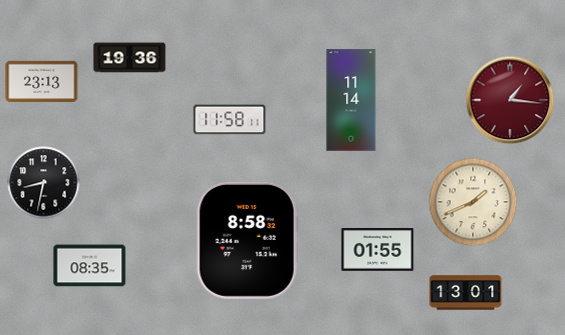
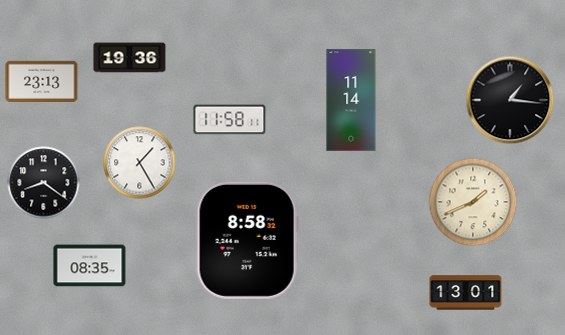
clock at (510, 100) dial: burgundy -> black
clock at (140, 163): none -> 1:25
clock at (44, 183): 8:32 -> 8:21
clock at (378, 250): 01:55 -> none
